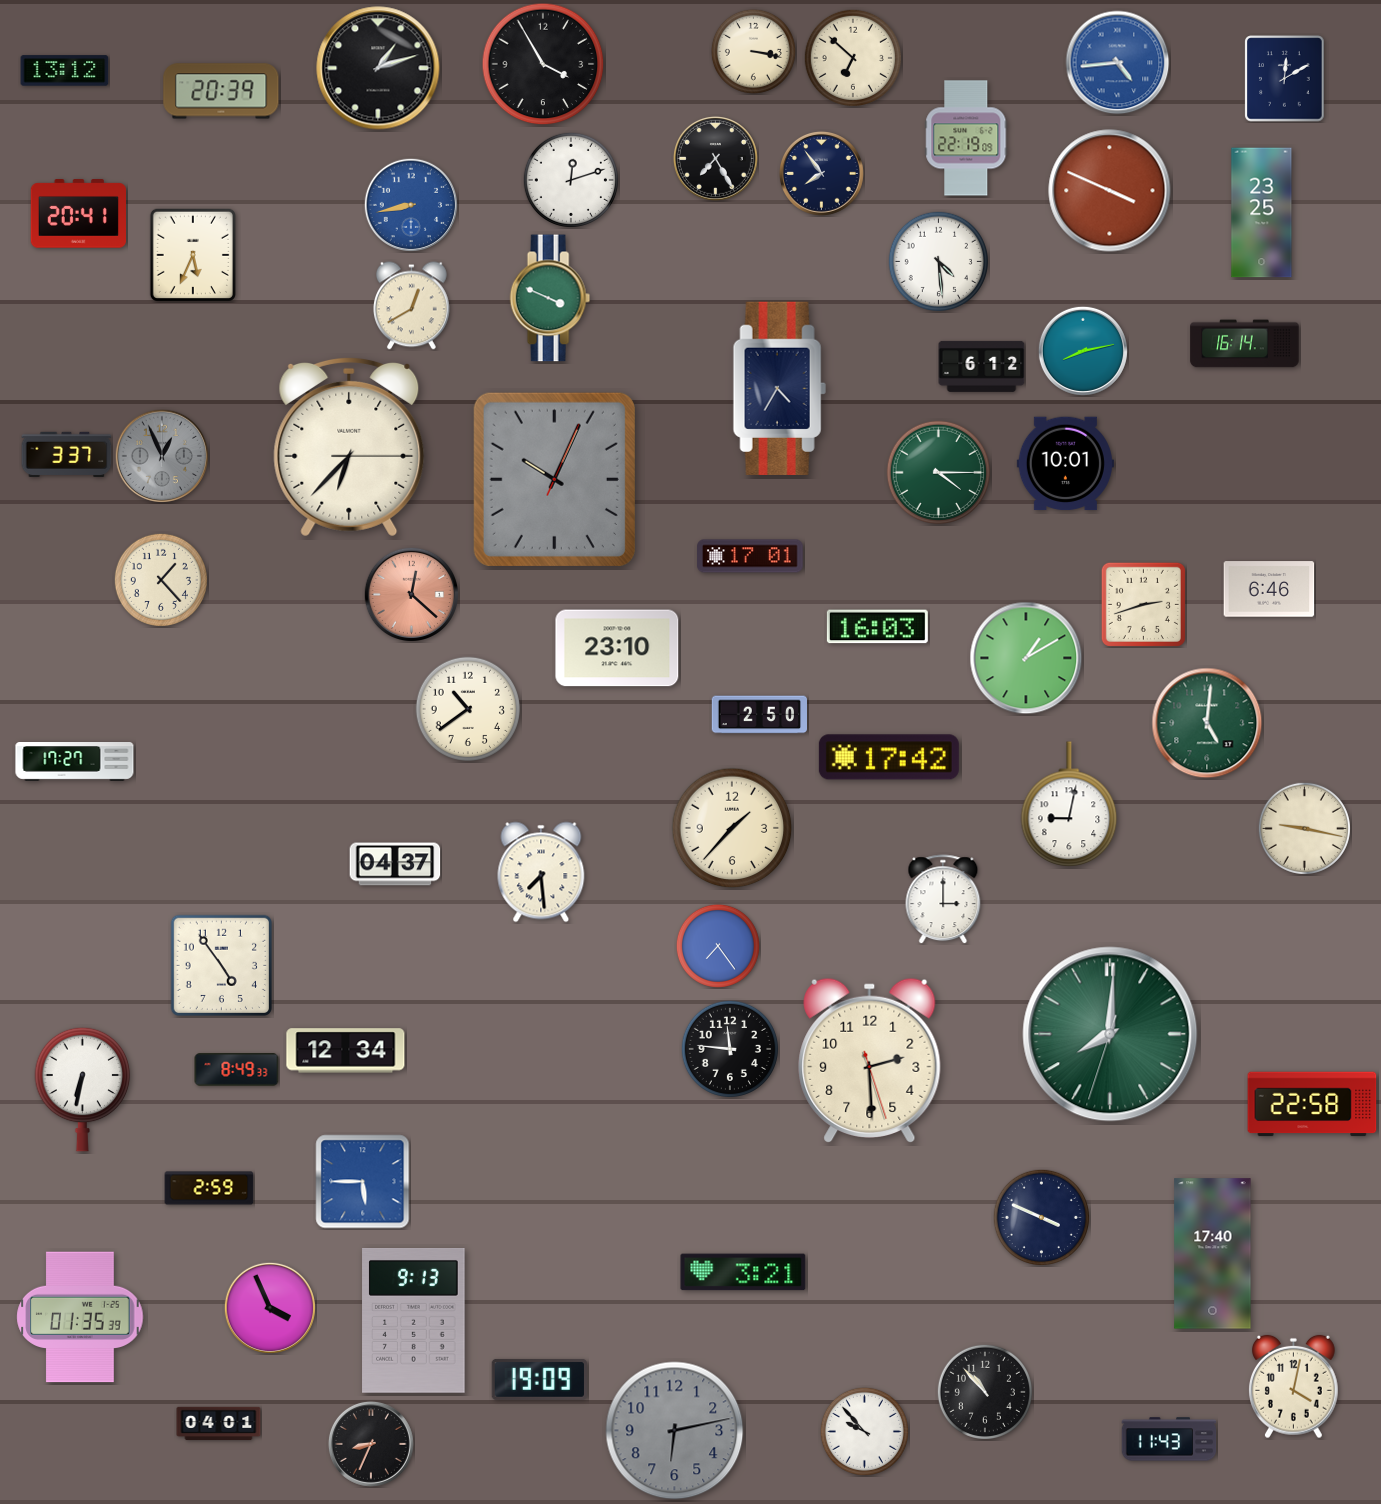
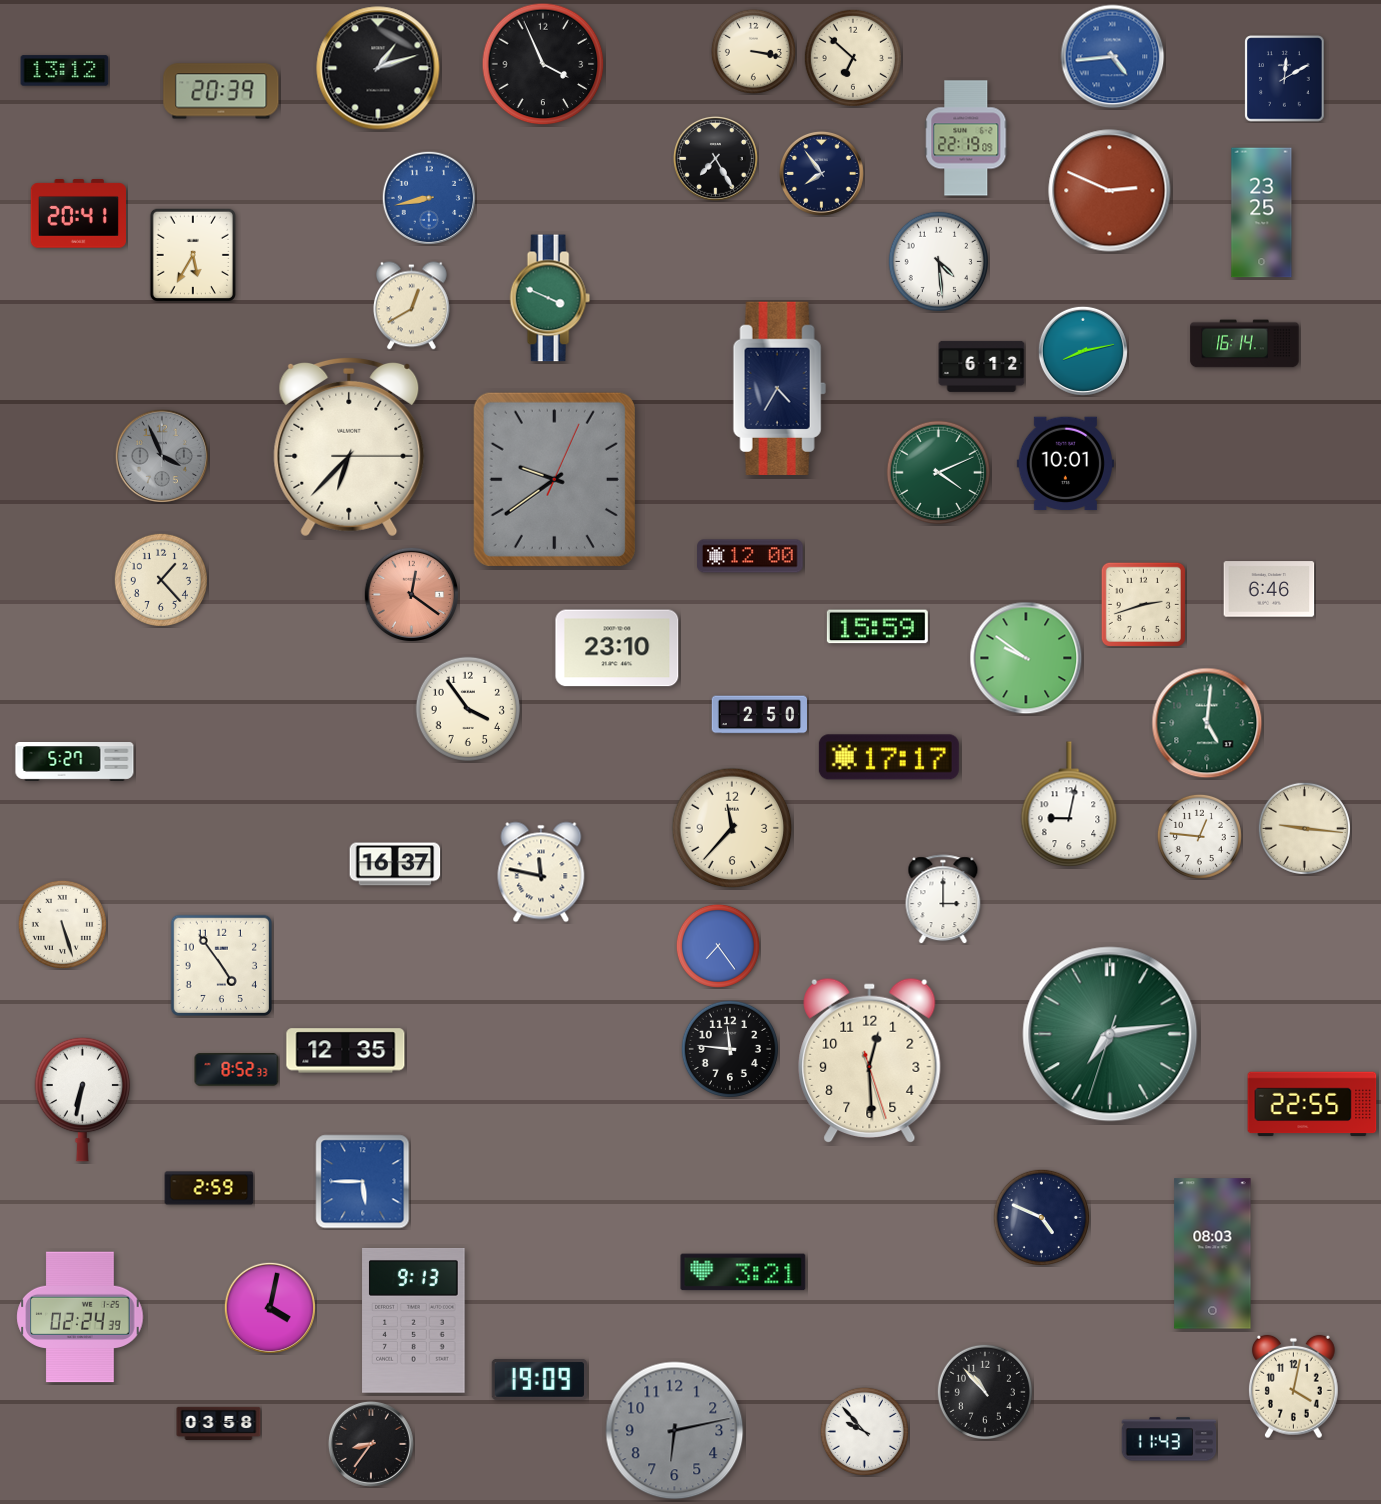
clock at (1118, 63) position: (1118, 63) -> (1113, 57)
clock at (543, 64): 3:55 -> 3:56
clock at (571, 180): 12:12 -> none
clock at (1110, 191): 3:49 -> 2:49
clock at (410, 204) position: (410, 204) -> (428, 197)
clock at (193, 255): 5:34 -> 5:35
clock at (67, 454): 3:37 -> none
clock at (161, 455): 12:56 -> 3:56
clock at (938, 472): 4:15 -> 4:11
clock at (554, 479): 10:04 -> 9:39
clock at (750, 556): 17:01 -> 12:00
clock at (411, 594): 12:22 -> 12:21
clock at (877, 627): 16:03 -> 15:59
clock at (1026, 658): 1:10 -> 9:51
clock at (467, 708): 10:39 -> 3:54
clock at (889, 757): 17:42 -> 17:17
clock at (75, 762): 17:27 -> 5:27
clock at (732, 828): 1:37 -> 11:37
clock at (1304, 828): 9:17 -> 9:16
clock at (1199, 836): none -> 12:46
clock at (395, 864): 04:37 -> 16:37
clock at (541, 872): 7:29 -> 11:47
clock at (62, 924): none -> 5:27
clock at (1110, 1034): 8:00 -> 7:13
clock at (346, 1051): 12:34 -> 12:35
clock at (870, 1060): 2:29 -> 12:29
clock at (237, 1070): 8:49 -> 8:52
clock at (83, 1089) position: (83, 1089) -> (83, 1099)
clock at (1312, 1104): 22:58 -> 22:55
clock at (1041, 1217): 3:49 -> 4:49
clock at (1213, 1254): 17:40 -> 08:03
clock at (270, 1308): 3:56 -> 4:02
clock at (80, 1317): 01:35 -> 02:24
clock at (219, 1424): 04:01 -> 03:58
clock at (371, 1444): 8:34 -> 8:36
